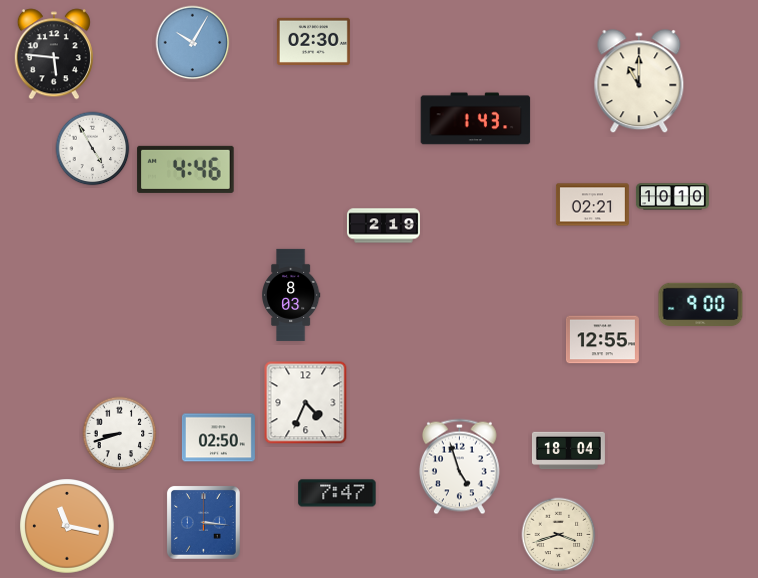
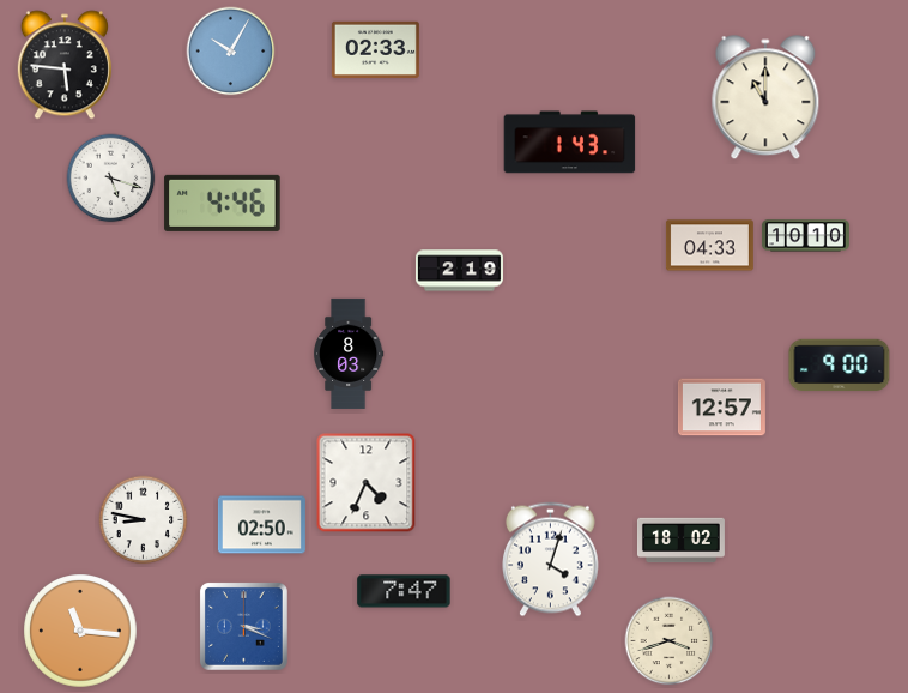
clock at (313, 41): 02:30 -> 02:33
clock at (93, 149): 4:55 -> 5:18
clock at (592, 205): 02:21 -> 04:33
clock at (602, 340): 12:55 -> 12:57
clock at (120, 434): 8:42 -> 8:47
clock at (568, 451): 18:04 -> 18:02
clock at (459, 467): 4:57 -> 4:03
clock at (204, 523): 3:16 -> 3:19
clock at (67, 526): 11:17 -> 11:16
